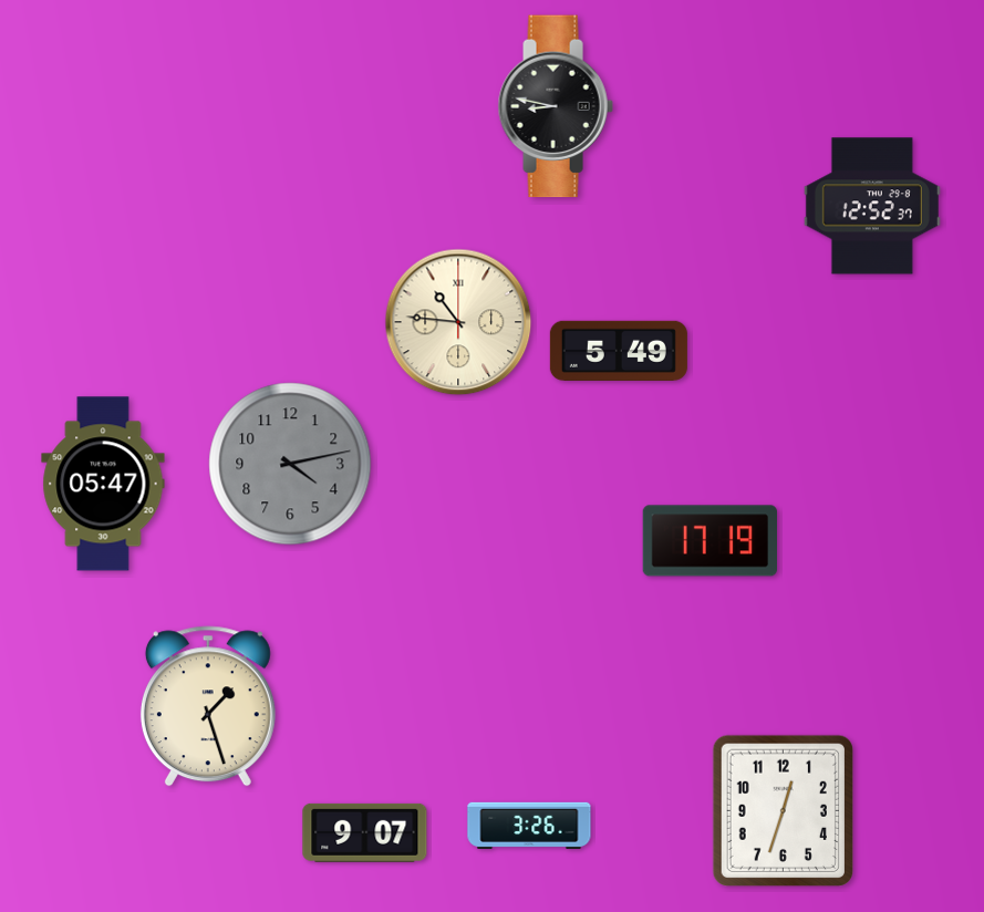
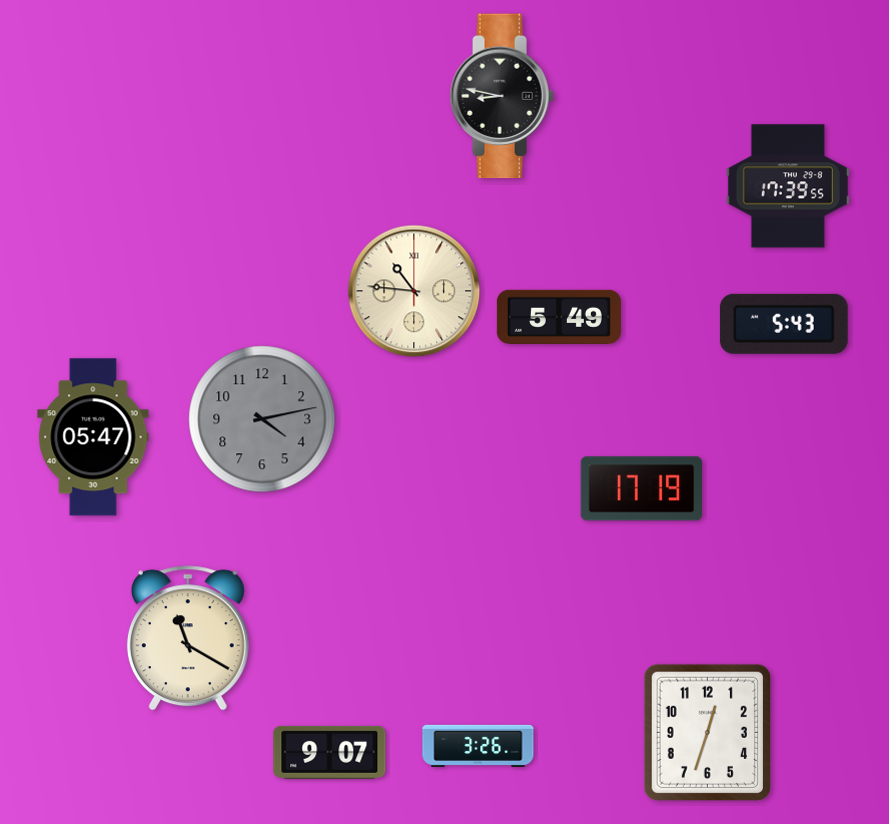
clock at (872, 206): 12:52 -> 17:39
clock at (784, 324): none -> 5:43
clock at (208, 706): 1:27 -> 11:20
